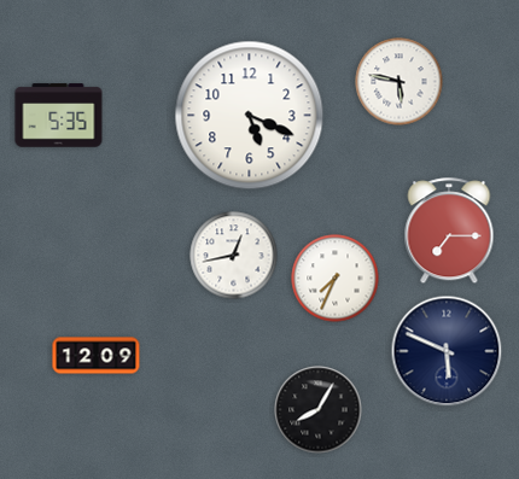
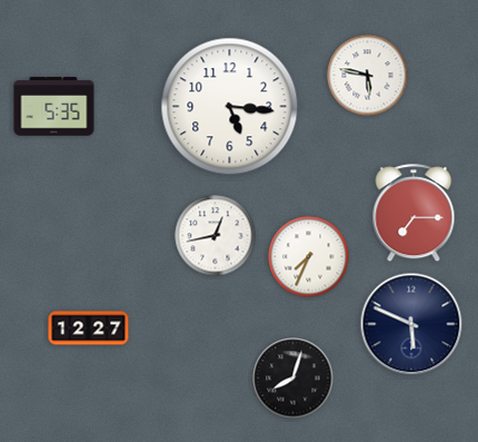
clock at (250, 116): 5:19 -> 5:16
clock at (97, 356): 12:09 -> 12:27
clock at (319, 410): 8:05 -> 8:03
